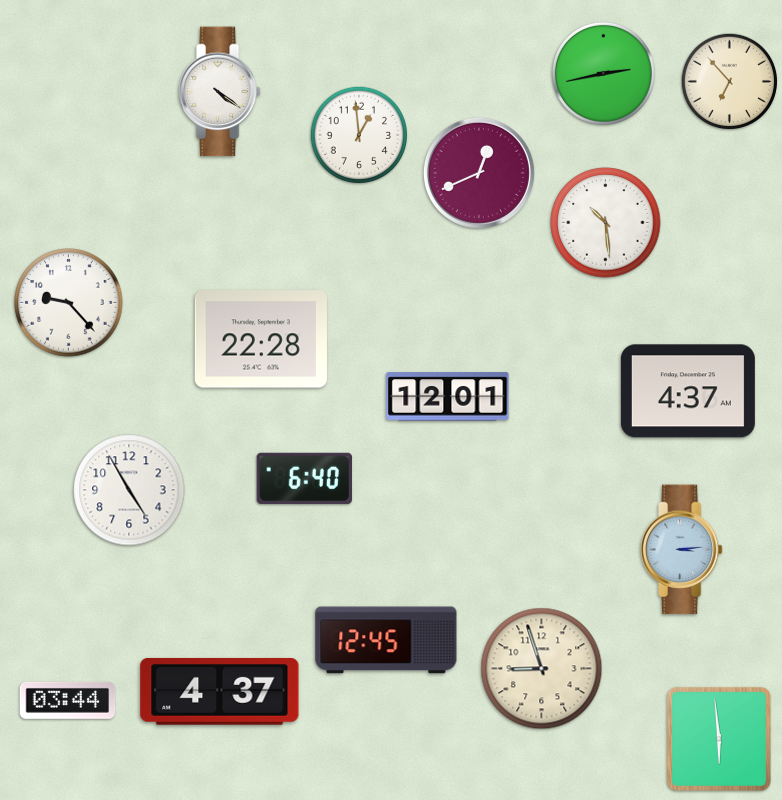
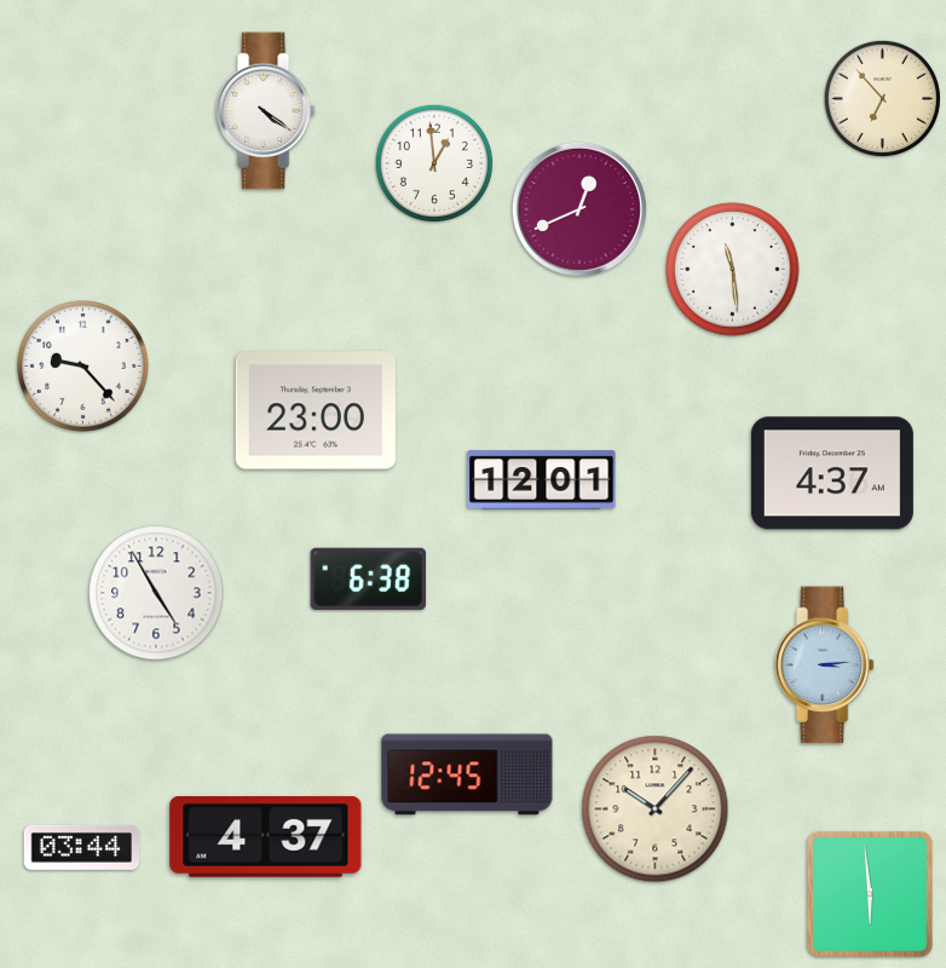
clock at (603, 73): 2:43 -> none
clock at (606, 223): 10:29 -> 11:29
clock at (261, 339): 22:28 -> 23:00
clock at (304, 478): 6:40 -> 6:38
clock at (542, 669): 8:57 -> 10:07
